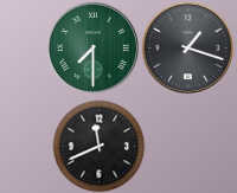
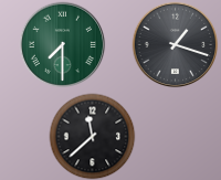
clock at (92, 47) position: (92, 47) -> (62, 44)
clock at (98, 146): 11:41 -> 11:38
